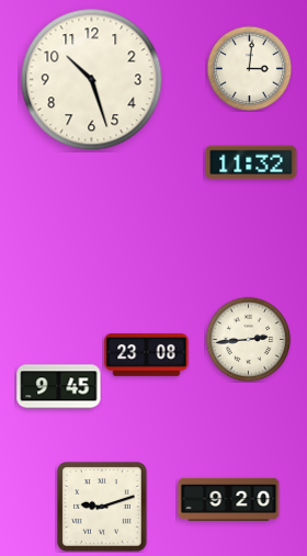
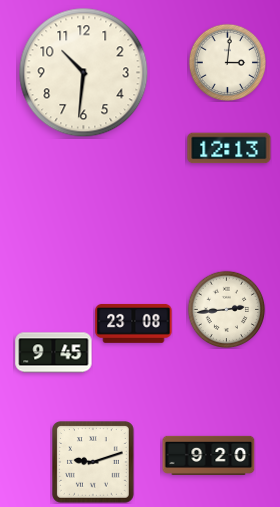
clock at (92, 80): 10:27 -> 10:31
clock at (251, 162): 11:32 -> 12:13
